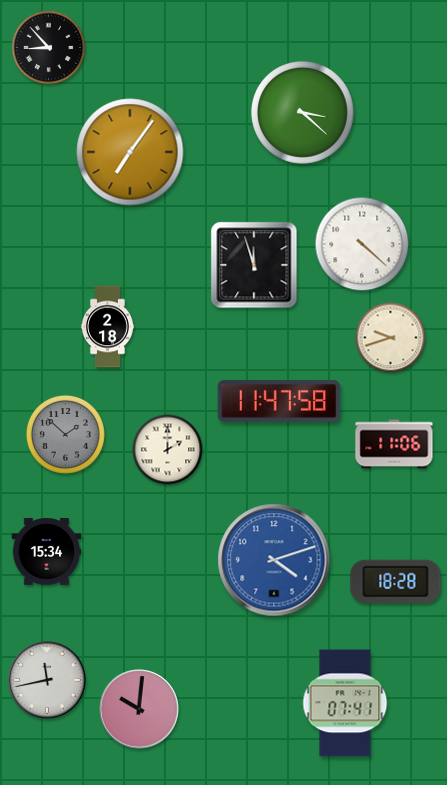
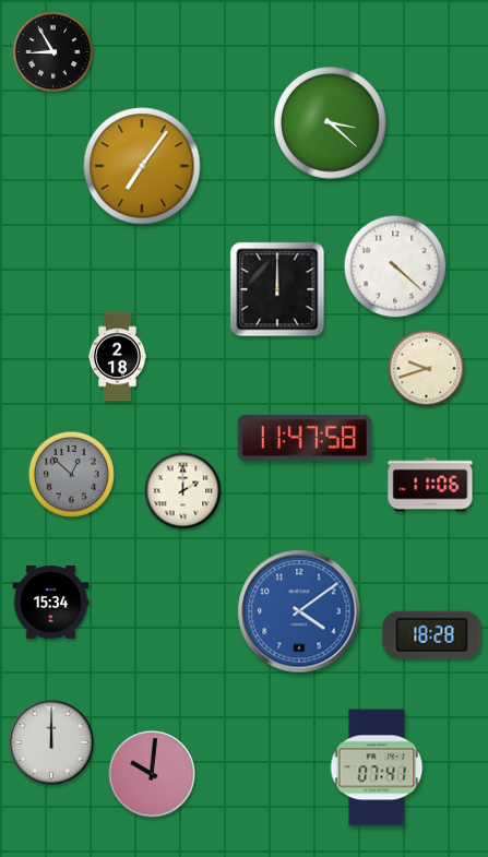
clock at (49, 48): 8:53 -> 8:55
clock at (254, 265): 11:57 -> 12:00
clock at (65, 434): 1:52 -> 12:52
clock at (274, 560): 4:12 -> 4:09
clock at (47, 680): 11:43 -> 12:00
